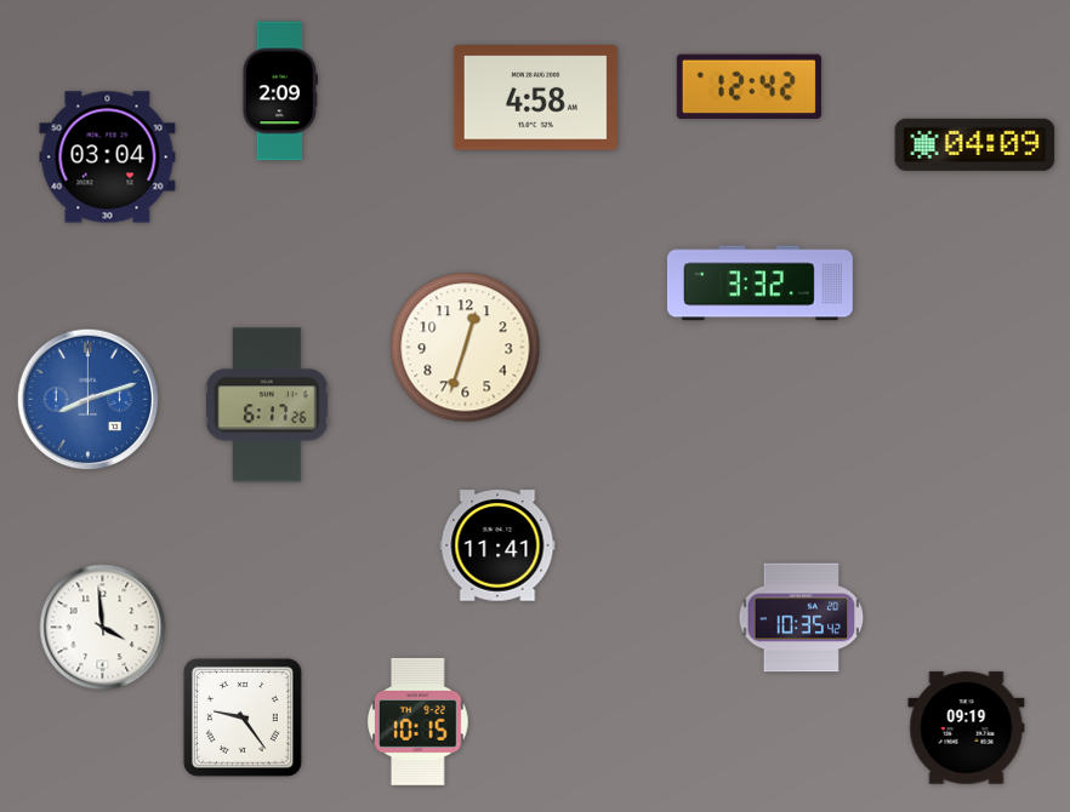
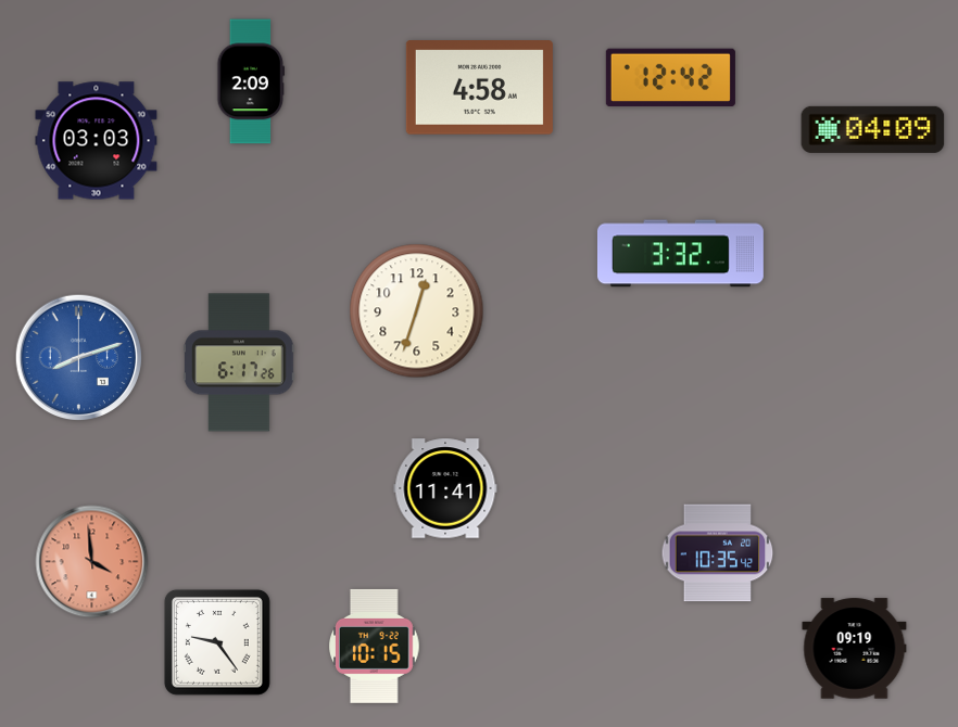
clock at (108, 158): 03:04 -> 03:03
clock at (103, 628) dial: white -> salmon
clock at (967, 728) position: (967, 728) -> (855, 649)
